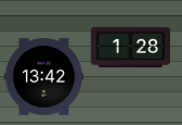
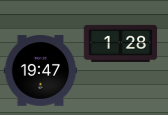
clock at (44, 77): 13:42 -> 19:47
